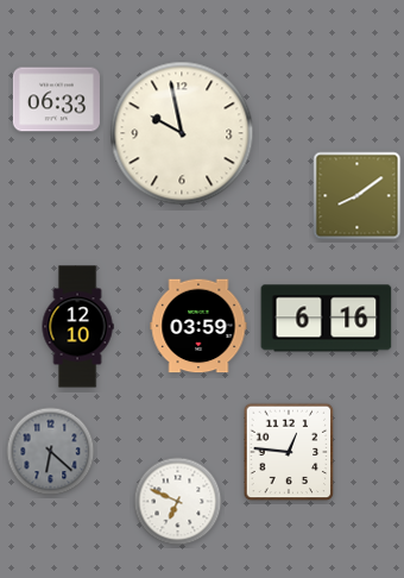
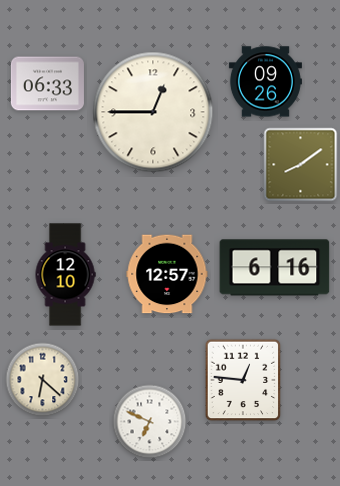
clock at (265, 82): none -> 09:26
clock at (182, 133): 9:58 -> 12:45
clock at (198, 326): 03:59 -> 12:57
clock at (51, 452) dial: grey -> cream
